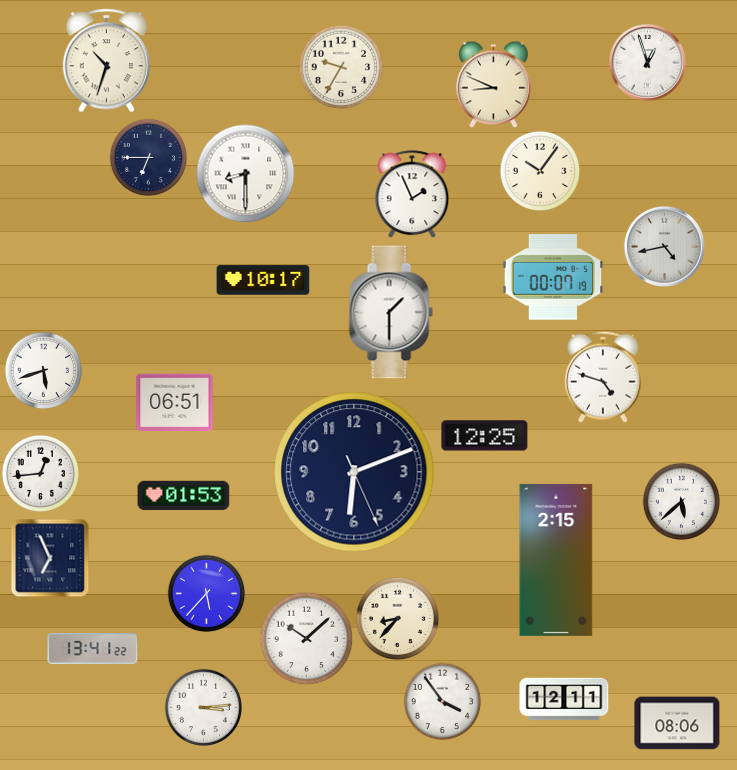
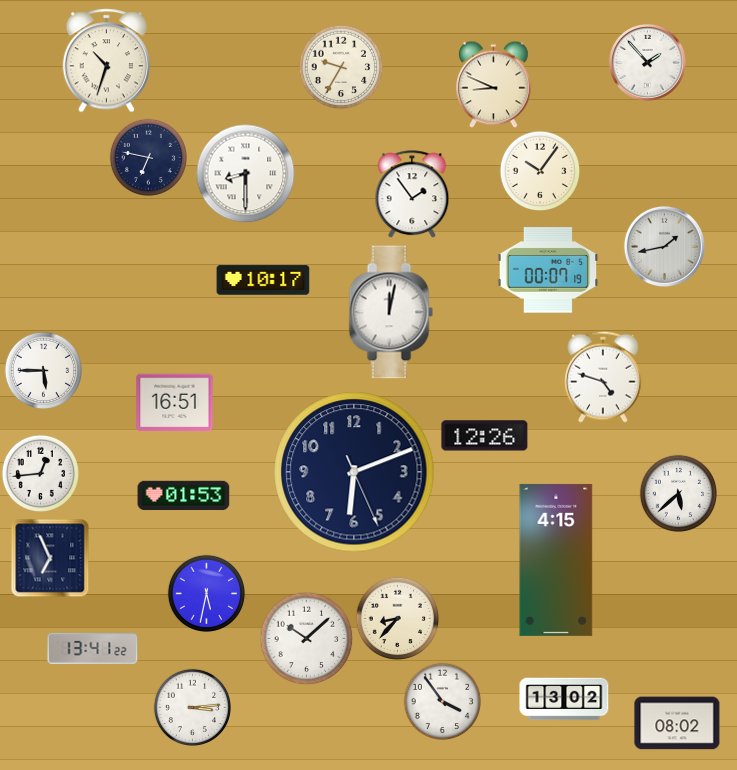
clock at (647, 62): 12:57 -> 1:53
clock at (148, 157): 6:45 -> 6:47
clock at (412, 194): 1:56 -> 1:54
clock at (664, 246): 4:43 -> 1:43
clock at (553, 277) position: (553, 277) -> (548, 270)
clock at (391, 312): 1:30 -> 12:02
clock at (43, 370): 5:42 -> 5:45
clock at (175, 403): 06:51 -> 16:51
clock at (485, 436): 12:25 -> 12:26
clock at (681, 501) position: (681, 501) -> (678, 493)
clock at (556, 560): 2:15 -> 4:15
clock at (206, 593): 5:37 -> 5:32
clock at (564, 699): 12:11 -> 13:02
clock at (203, 707) position: (203, 707) -> (192, 707)
clock at (677, 723): 08:06 -> 08:02
